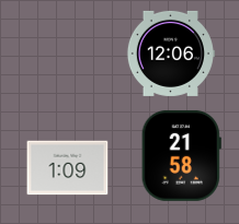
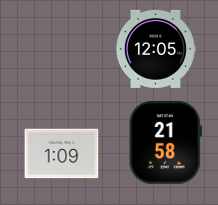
clock at (170, 54): 12:06 -> 12:05
